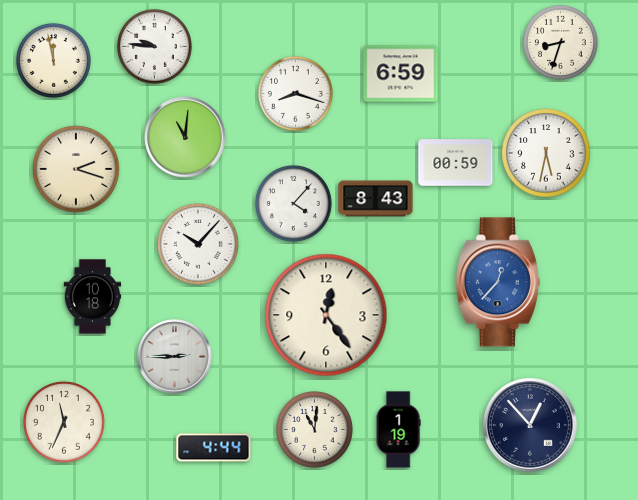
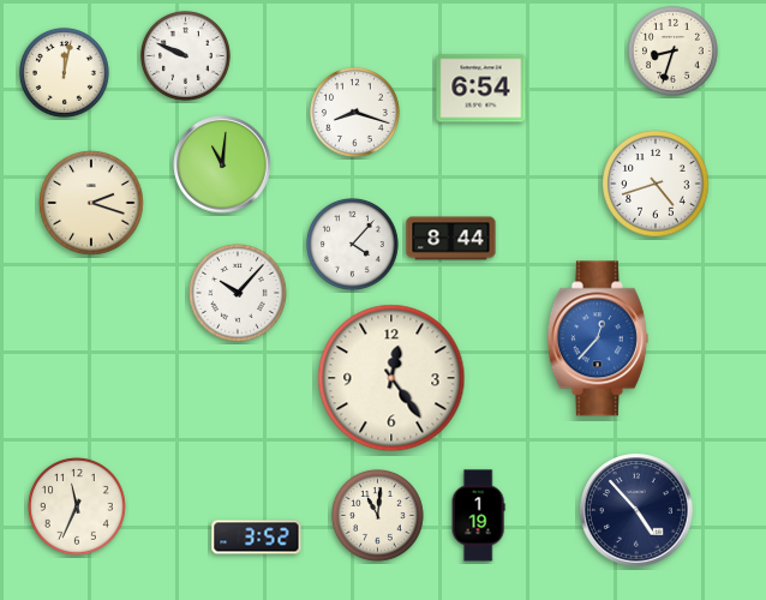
clock at (154, 46): 9:46 -> 9:49
clock at (53, 60): 11:58 -> 12:02
clock at (401, 74): 6:59 -> 6:54
clock at (546, 153): 5:32 -> 4:42
clock at (456, 163): 00:59 -> none
clock at (376, 199): 8:43 -> 8:44
clock at (93, 297): 10:18 -> none
clock at (175, 357): 2:45 -> none
clock at (530, 425): 12:53 -> 4:53
clock at (214, 448): 4:44 -> 3:52
